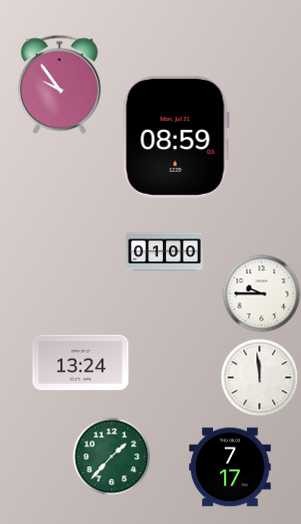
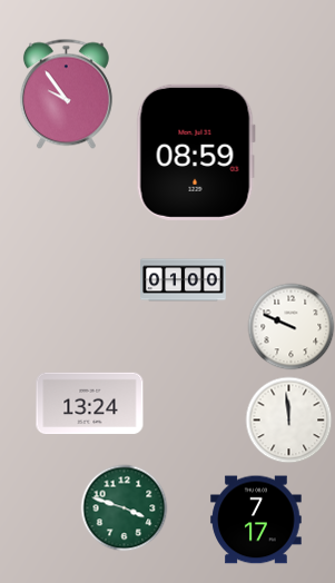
clock at (261, 293): 9:45 -> 9:49
clock at (111, 456): 1:37 -> 3:48
